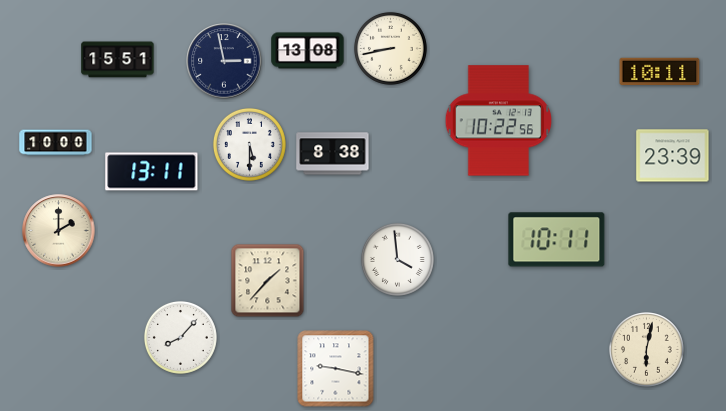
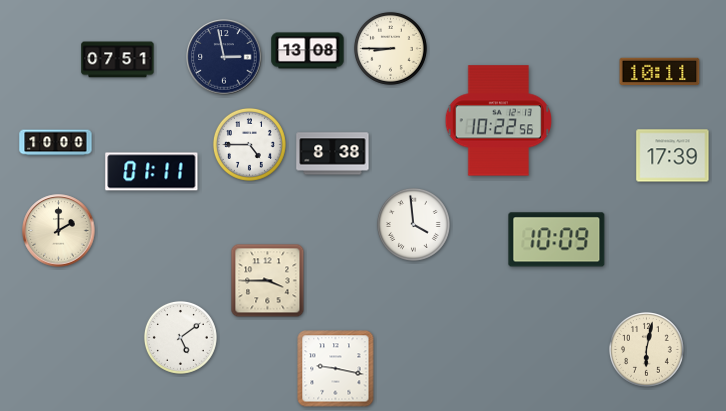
clock at (390, 48): 8:43 -> 8:45
clock at (118, 60): 15:51 -> 07:51
clock at (224, 61) position: (224, 61) -> (224, 57)
clock at (249, 144): 5:30 -> 4:45
clock at (673, 156): 23:39 -> 17:39
clock at (152, 172): 13:11 -> 01:11
clock at (557, 240): 10:11 -> 10:09
clock at (397, 259) position: (397, 259) -> (413, 224)
clock at (268, 281): 1:37 -> 3:45
clock at (180, 337): 8:07 -> 5:09
